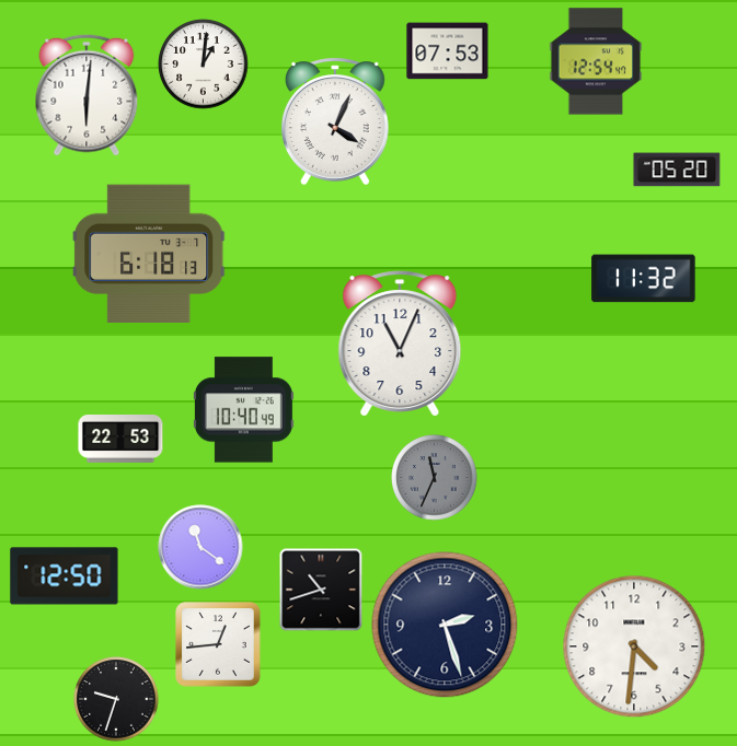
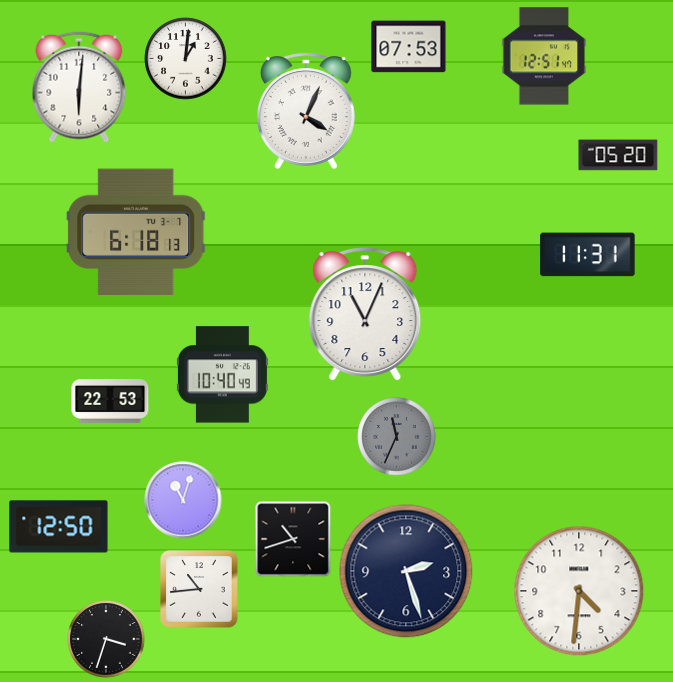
clock at (596, 61): 12:54 -> 12:51
clock at (644, 279): 11:32 -> 11:31
clock at (200, 547): 11:21 -> 11:03
clock at (218, 644): 12:44 -> 10:44
clock at (116, 699): 9:33 -> 3:33
